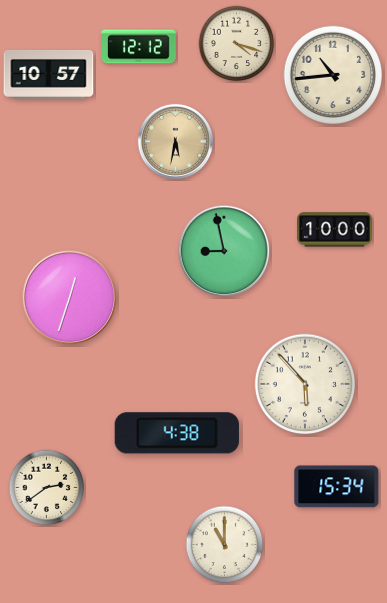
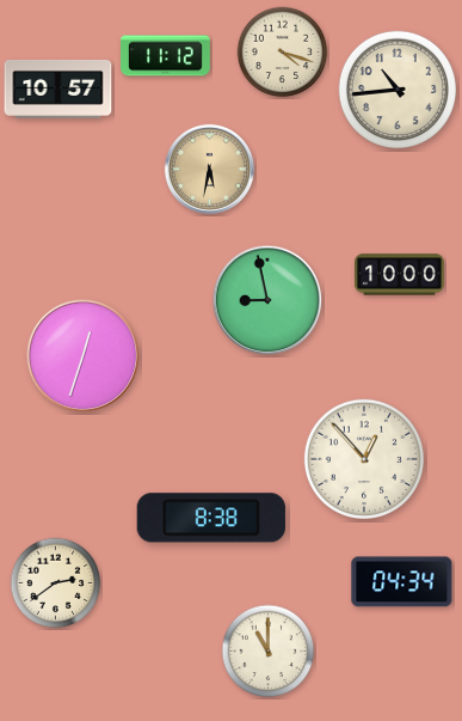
clock at (139, 47): 12:12 -> 11:12
clock at (304, 383): 5:53 -> 12:53
clock at (177, 433): 4:38 -> 8:38
clock at (337, 487): 15:34 -> 04:34
